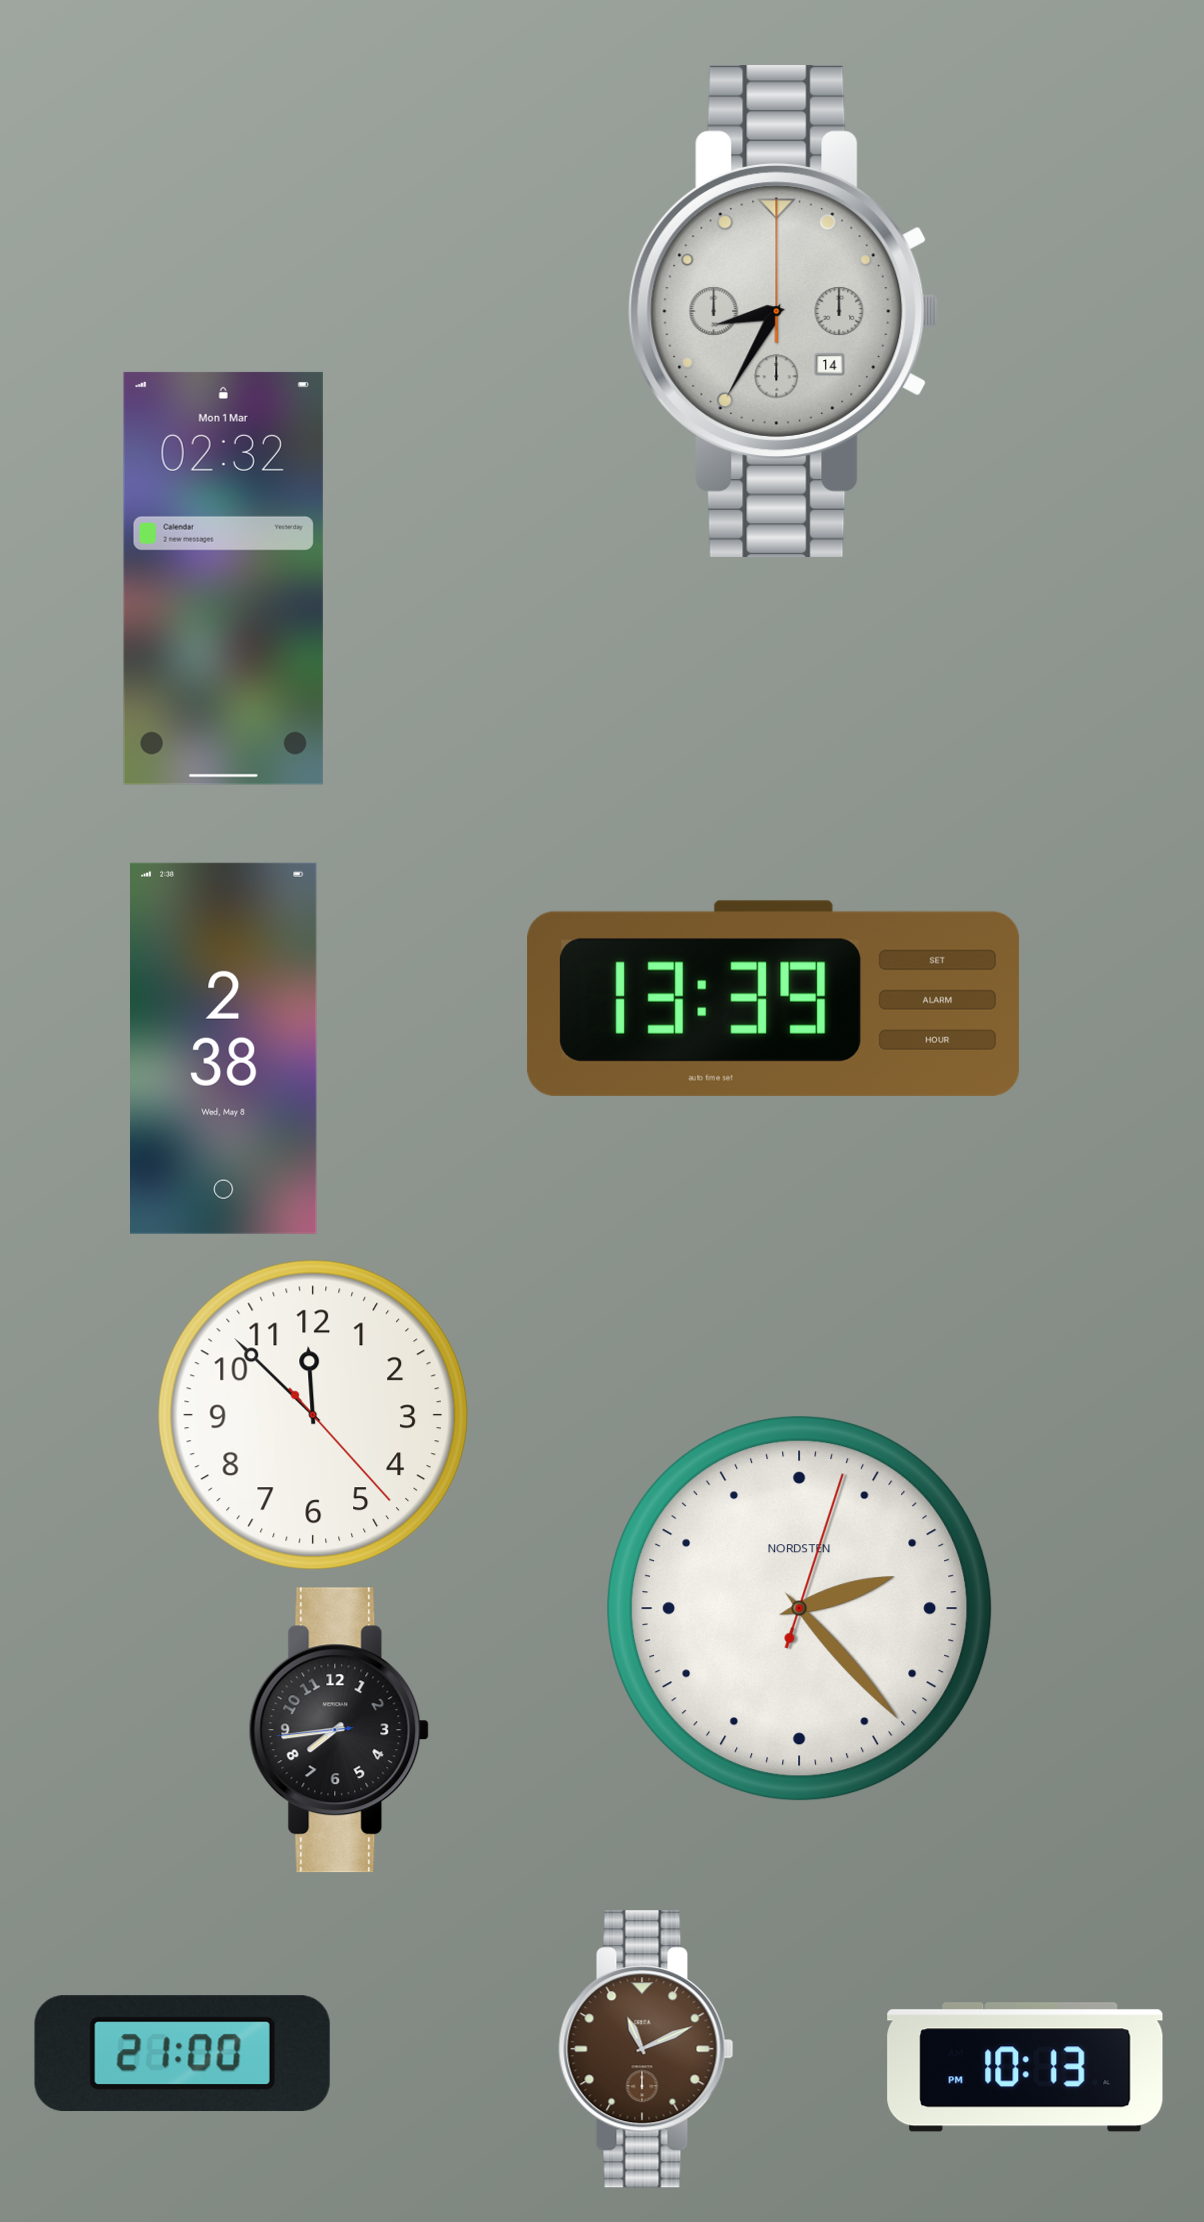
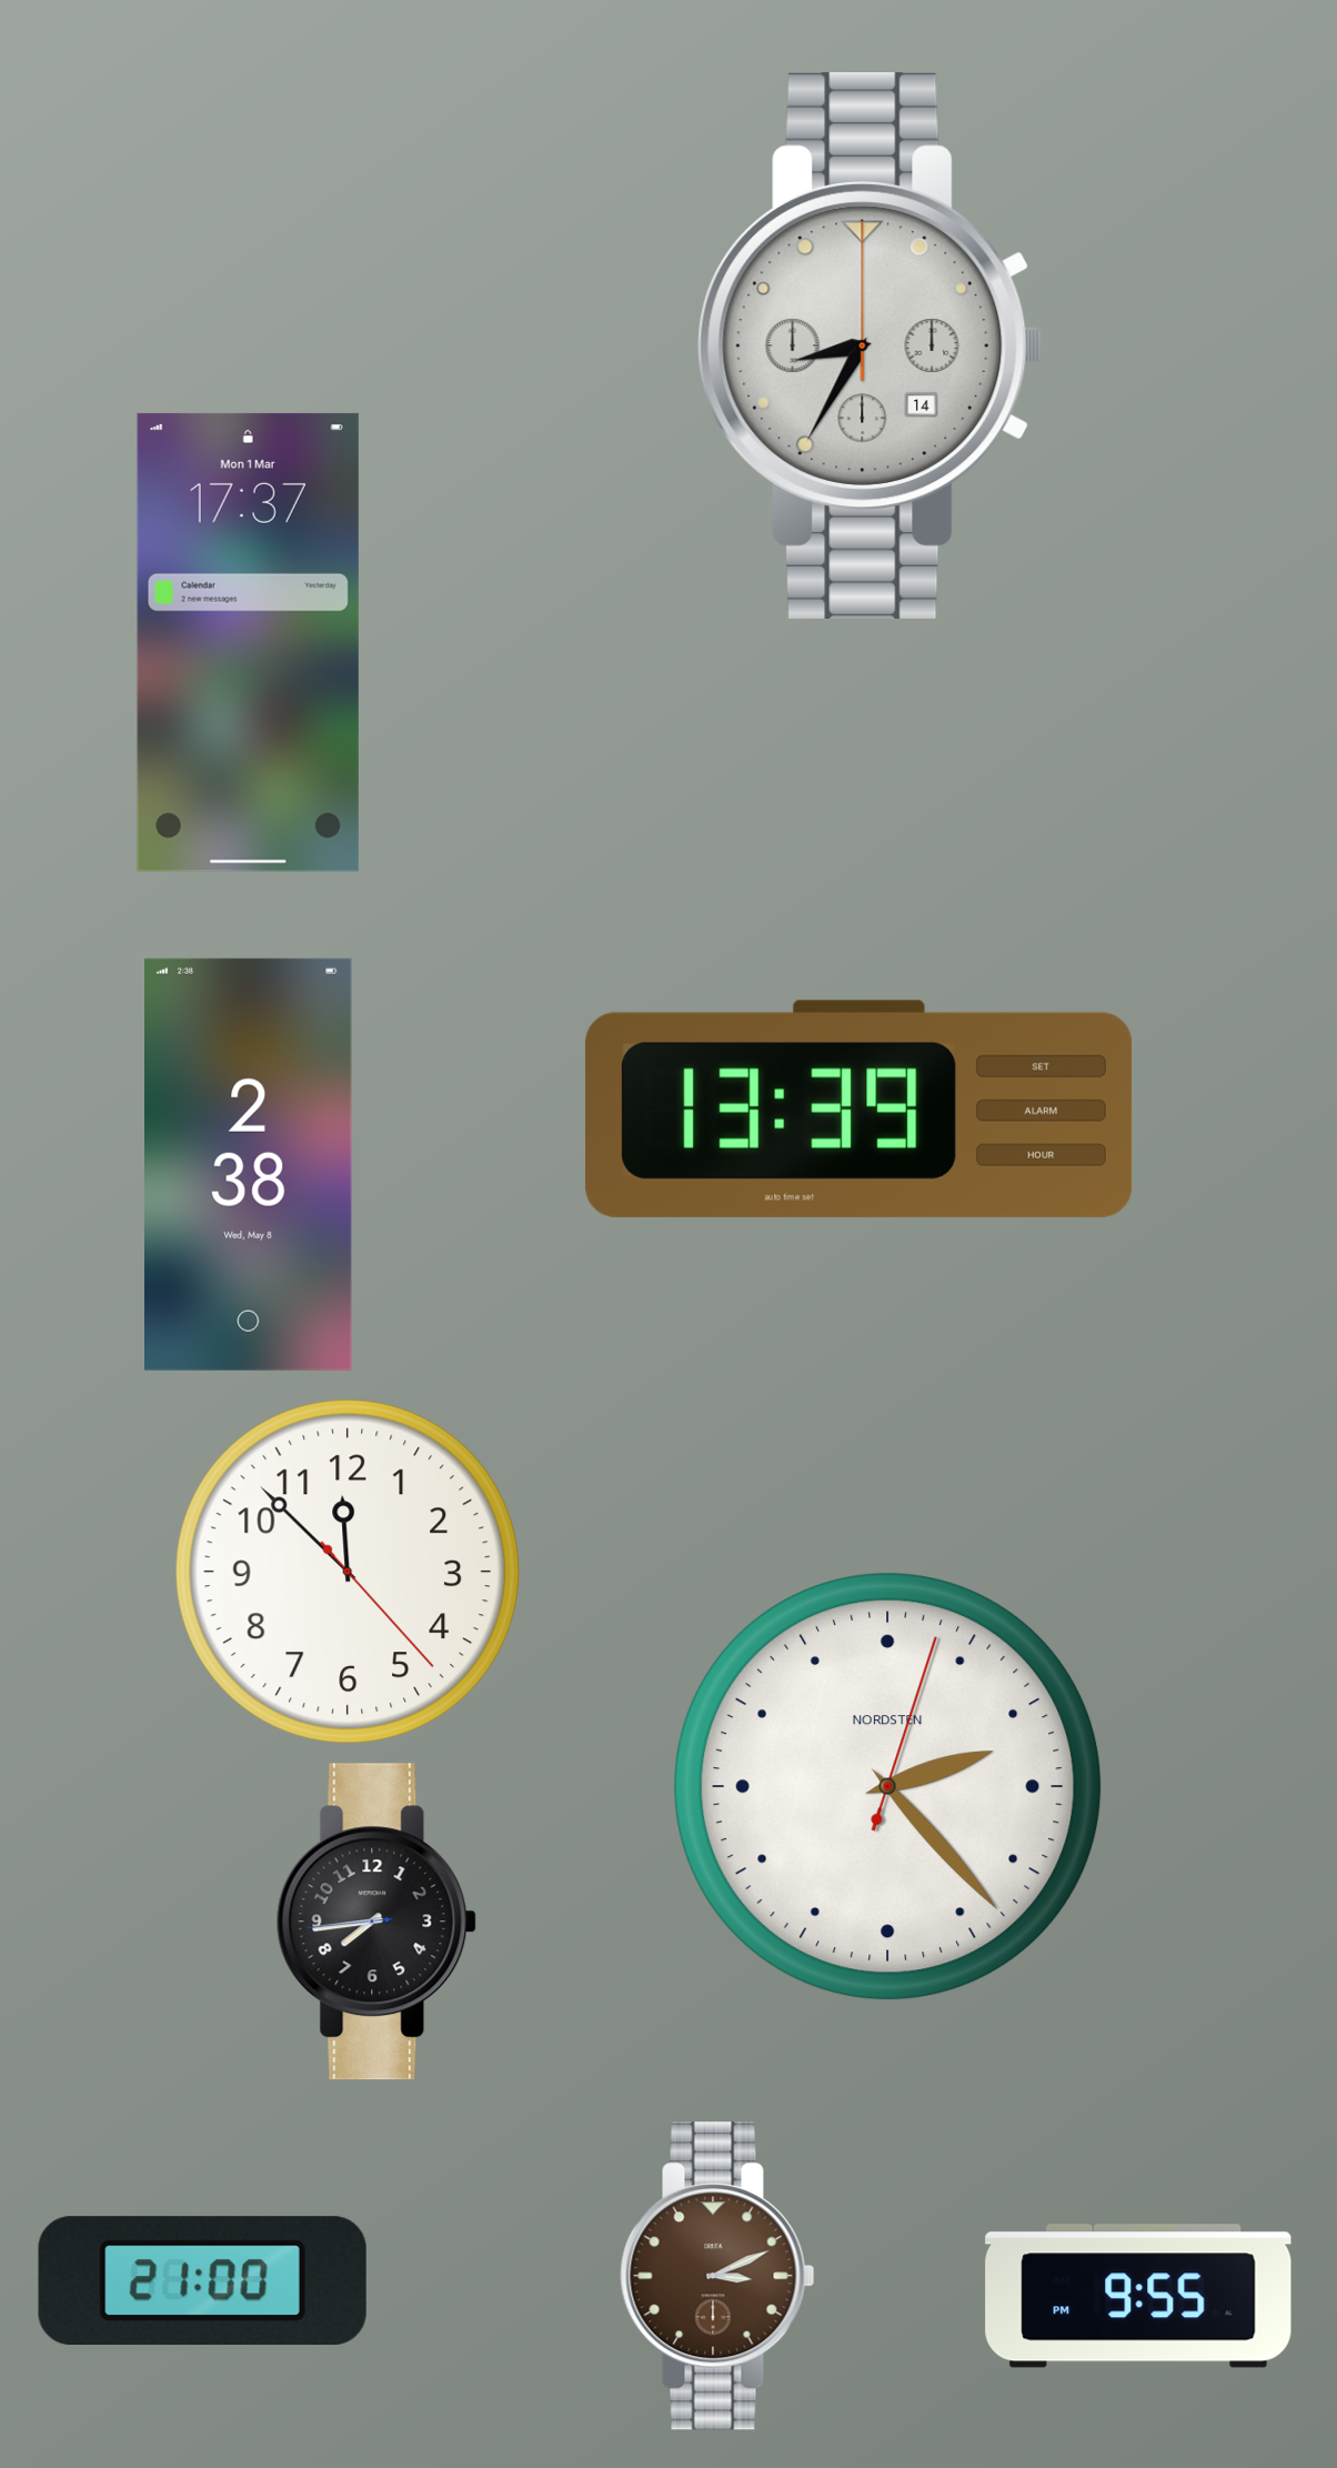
clock at (223, 578): 02:32 -> 17:37
clock at (646, 2049): 11:11 -> 3:11
clock at (1025, 2067): 10:13 -> 9:55
